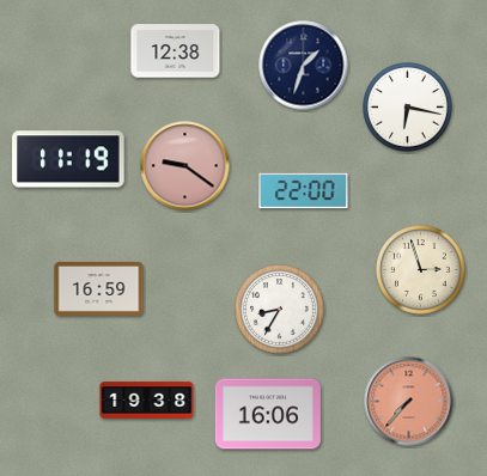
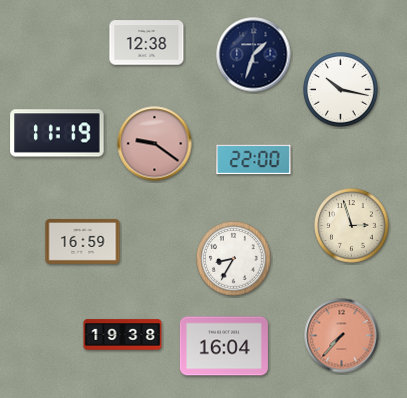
clock at (408, 108): 6:17 -> 10:17
clock at (185, 166) position: (185, 166) -> (155, 144)
clock at (268, 414): 16:06 -> 16:04
